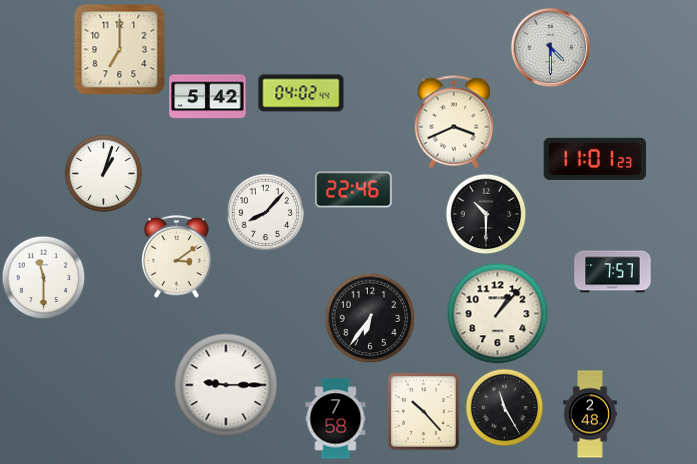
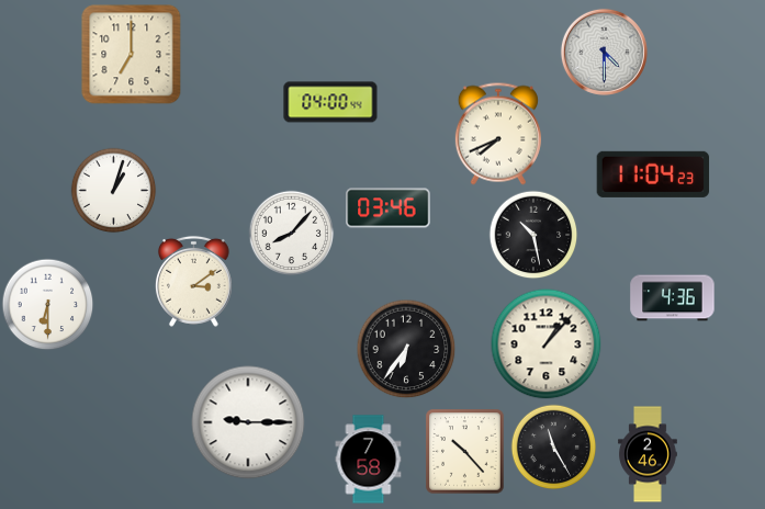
clock at (301, 93): 04:02 -> 04:00
clock at (208, 97): 5:42 -> none
clock at (454, 122): 3:41 -> 7:41
clock at (595, 159): 11:01 -> 11:04
clock at (354, 190): 22:46 -> 03:46
clock at (486, 214): 10:30 -> 10:28
clock at (613, 272): 7:57 -> 4:36
clock at (43, 277): 11:30 -> 6:30
clock at (590, 414): 2:48 -> 2:46
